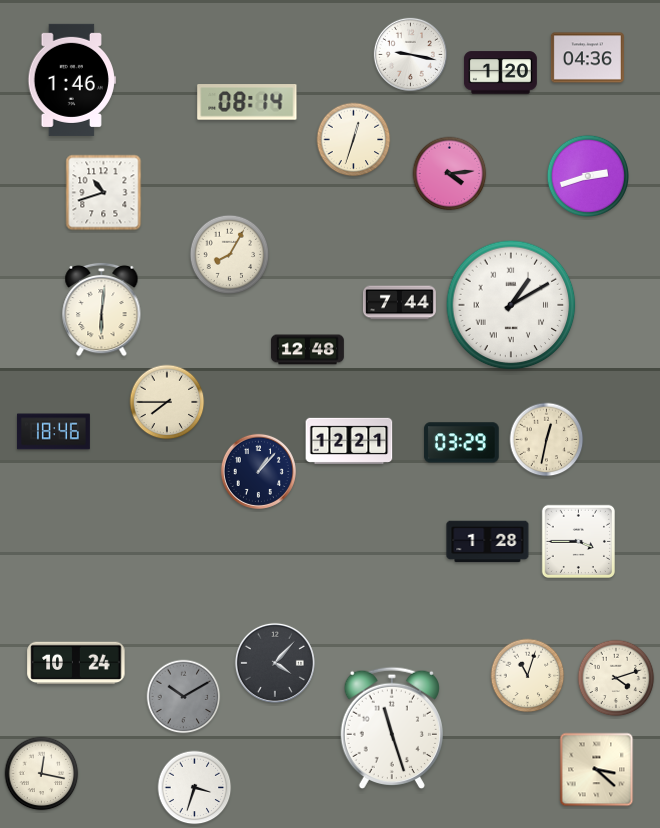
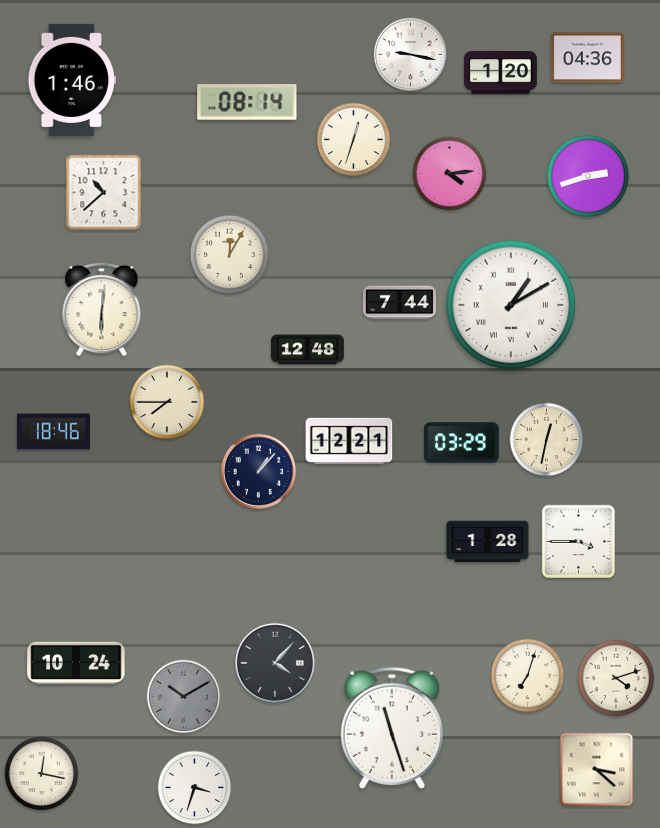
clock at (104, 193): 10:42 -> 10:38
clock at (230, 255): 8:05 -> 12:05
clock at (528, 676): 11:03 -> 7:03
